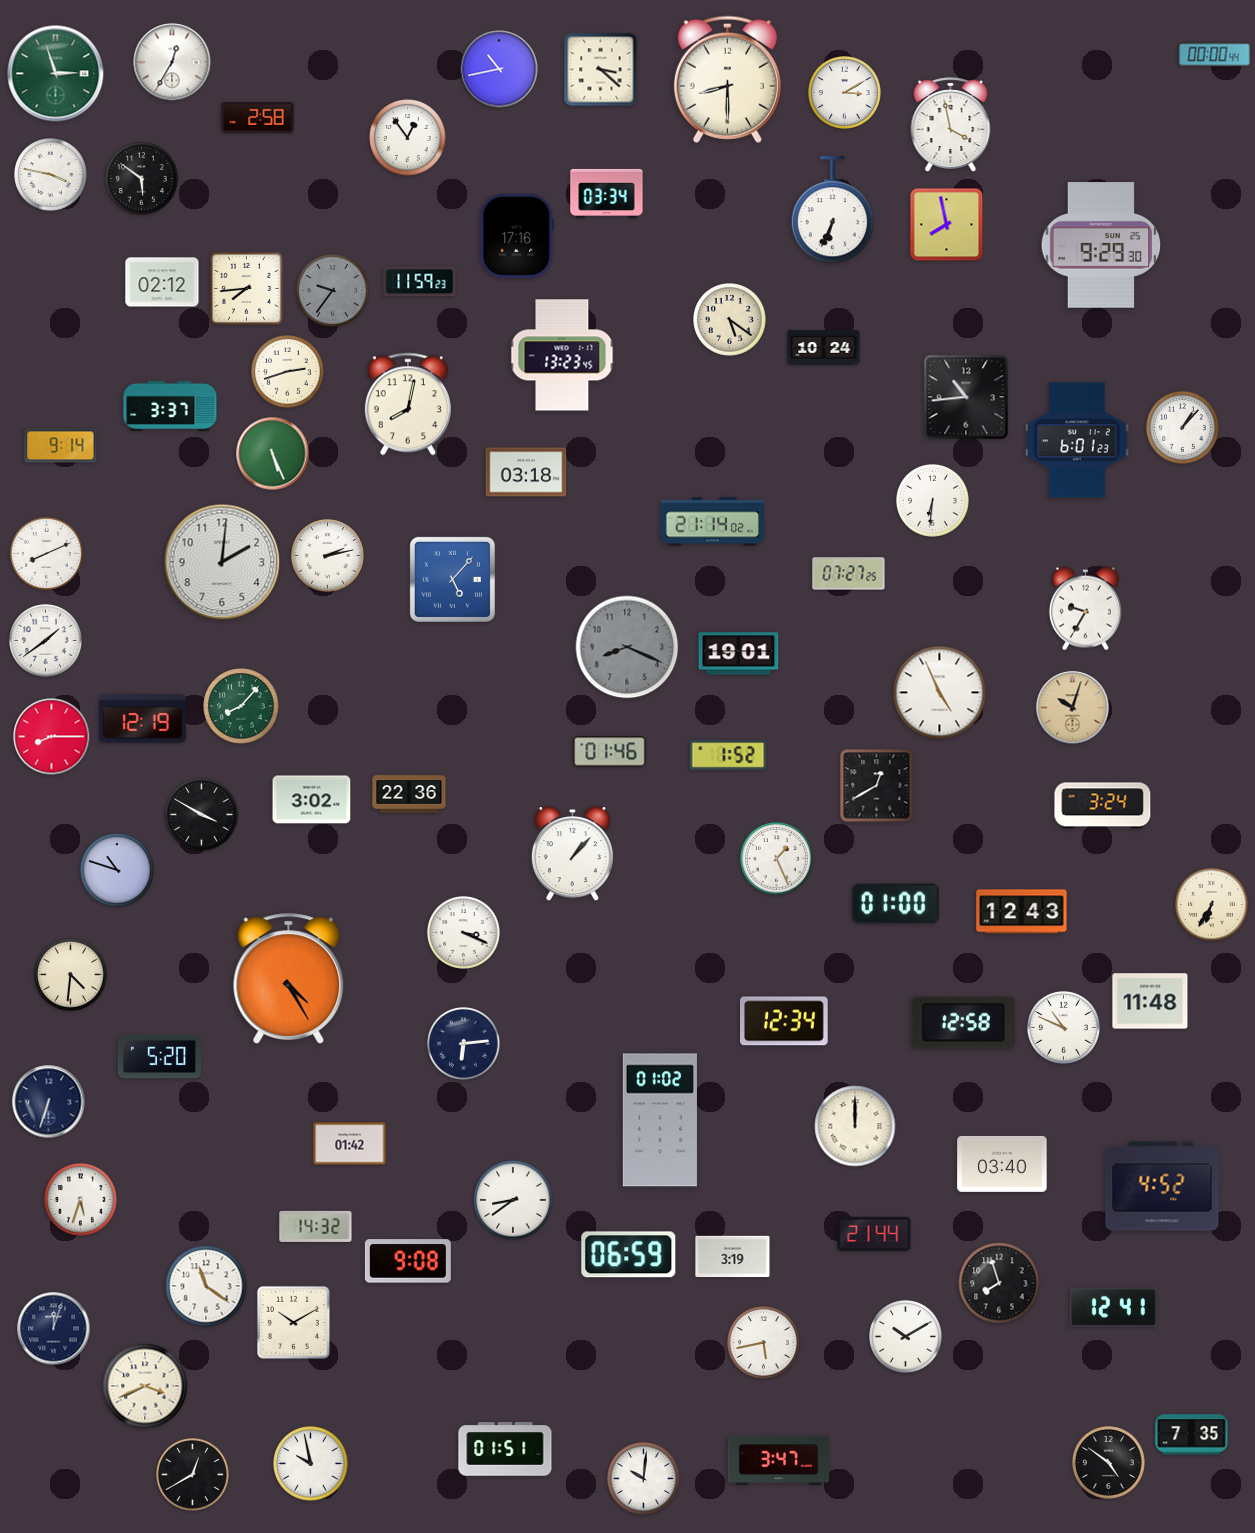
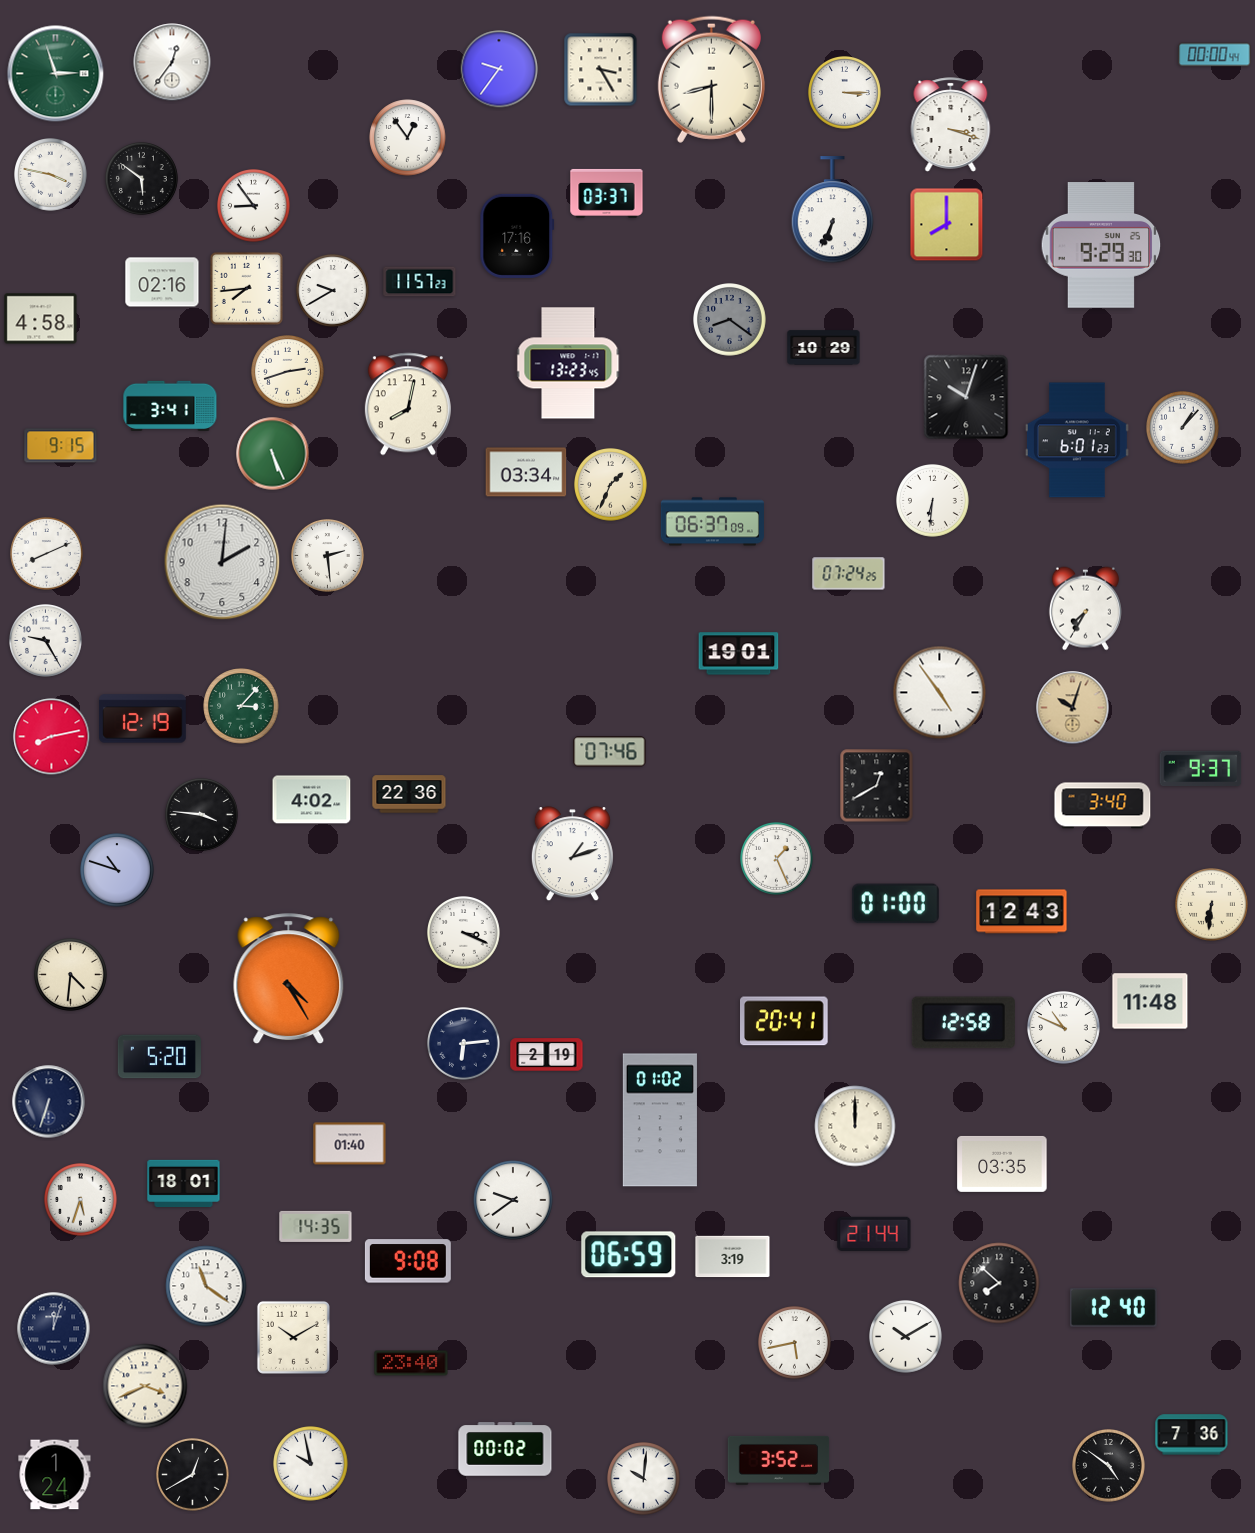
clock at (172, 62): 12:35 -> 12:36
clock at (499, 69): 10:43 -> 9:36
clock at (601, 70): 3:22 -> 3:25
clock at (727, 79) position: (727, 79) -> (711, 79)
clock at (845, 93): 3:10 -> 3:15
clock at (258, 118): 2:58 -> none
clock at (951, 125): 3:58 -> 3:18
clock at (607, 193): 03:34 -> 03:37
clock at (254, 206): none -> 8:54
clock at (947, 225): 7:58 -> 8:00
clock at (162, 282): 02:12 -> 02:16
clock at (420, 282): 11:59 -> 11:57
clock at (333, 291): 9:36 -> 9:40
clock at (333, 291) dial: grey -> white
clock at (41, 319): none -> 4:58
clock at (730, 320): 5:21 -> 8:21
clock at (730, 320) dial: cream -> grey
clock at (824, 348): 10:24 -> 10:29
clock at (562, 355) position: (562, 355) -> (568, 363)
clock at (966, 397): 10:44 -> 10:03
clock at (170, 405): 3:37 -> 3:41
clock at (61, 446): 9:14 -> 9:15
clock at (526, 472): 03:18 -> 03:34
clock at (611, 485): none -> 1:34
clock at (712, 522): 21:14 -> 06:37
clock at (328, 556): 2:13 -> 2:29
clock at (849, 574): 07:27 -> 07:24
clock at (452, 579): 5:07 -> none
clock at (1085, 609): 9:35 -> 7:35
clock at (46, 641): 1:39 -> 9:25
clock at (627, 647): 8:19 -> none
clock at (940, 693): 4:56 -> 4:54
clock at (241, 706): 8:07 -> 3:07
clock at (52, 737): 8:15 -> 8:13
clock at (610, 752): 01:46 -> 07:46
clock at (728, 755): 1:52 -> none
clock at (1201, 769): none -> 9:37
clock at (312, 800): 3:02 -> 4:02
clock at (1103, 806): 3:24 -> 3:40
clock at (202, 815): 3:50 -> 3:46
clock at (572, 854): 1:07 -> 1:12
clock at (1212, 905): 6:35 -> 6:31
clock at (785, 1021): 12:34 -> 20:41
clock at (547, 1055): none -> 2:19
clock at (350, 1144): 01:42 -> 01:40
clock at (1002, 1164): 03:40 -> 03:35
clock at (184, 1183): none -> 18:01
clock at (1162, 1186): 4:52 -> none
clock at (513, 1200): 8:39 -> 9:39
clock at (316, 1226): 14:32 -> 14:35
clock at (999, 1283): 7:57 -> 7:52
clock at (1113, 1308): 12:41 -> 12:40
clock at (293, 1322) position: (293, 1322) -> (293, 1337)
clock at (764, 1343) position: (764, 1343) -> (795, 1343)
clock at (411, 1363): none -> 23:40
clock at (1192, 1435): 7:35 -> 7:36
clock at (505, 1449): 01:51 -> 00:02
clock at (779, 1460): 3:47 -> 3:52
clock at (1109, 1463) position: (1109, 1463) -> (1109, 1466)
clock at (55, 1475): none -> 1:24
